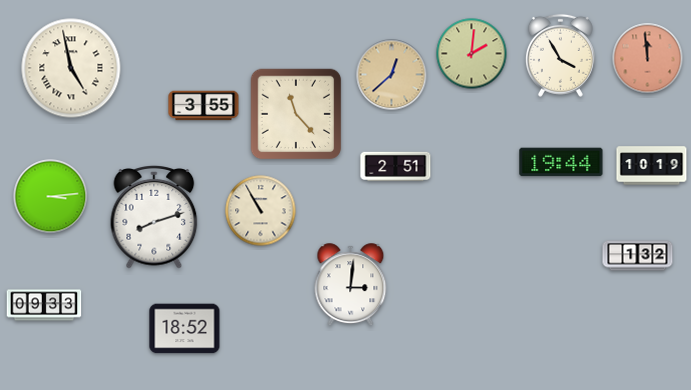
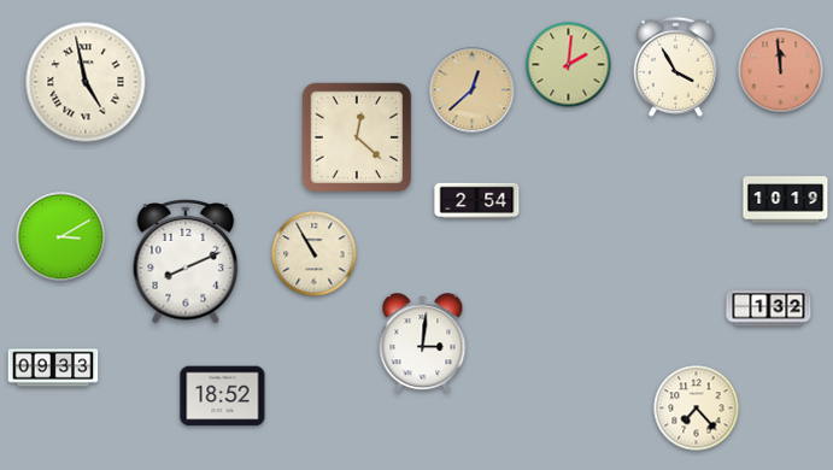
clock at (204, 106): 3:55 -> none
clock at (296, 114): 11:23 -> 12:22
clock at (561, 162): 19:44 -> none
clock at (396, 167): 2:51 -> 2:54
clock at (51, 197): 3:14 -> 3:10
clock at (154, 218): 8:12 -> 8:11
clock at (697, 409): none -> 7:23
